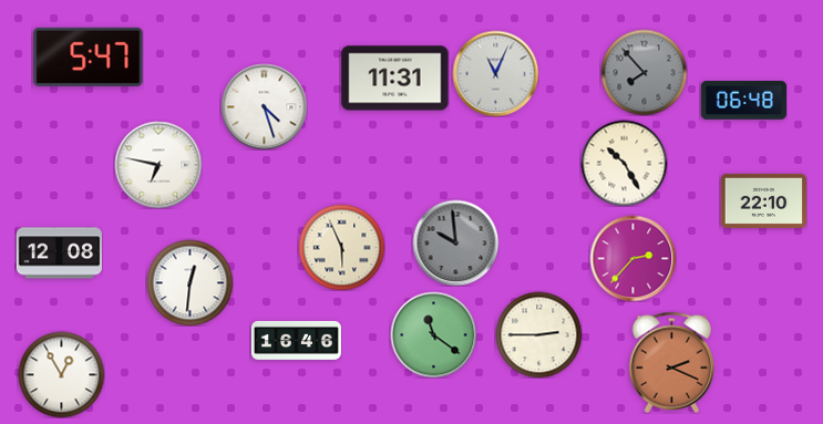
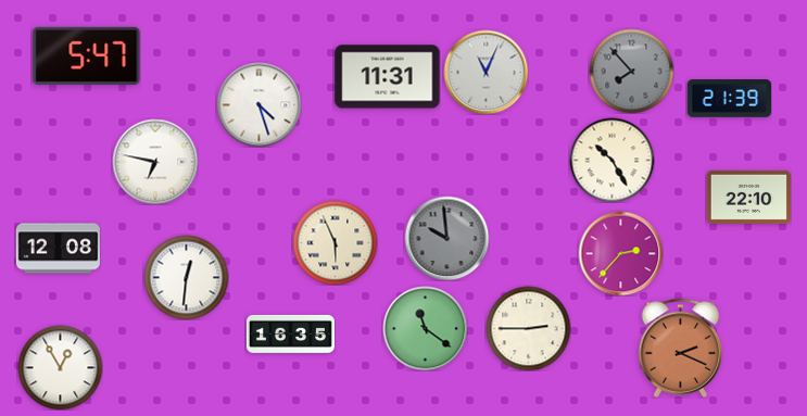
clock at (743, 101): 06:48 -> 21:39
clock at (296, 340): 16:46 -> 16:35
clock at (672, 362) position: (672, 362) -> (681, 348)
